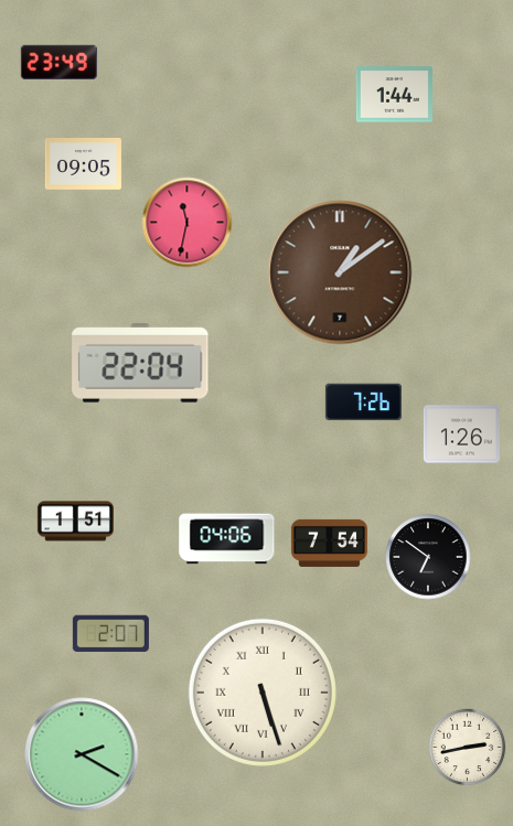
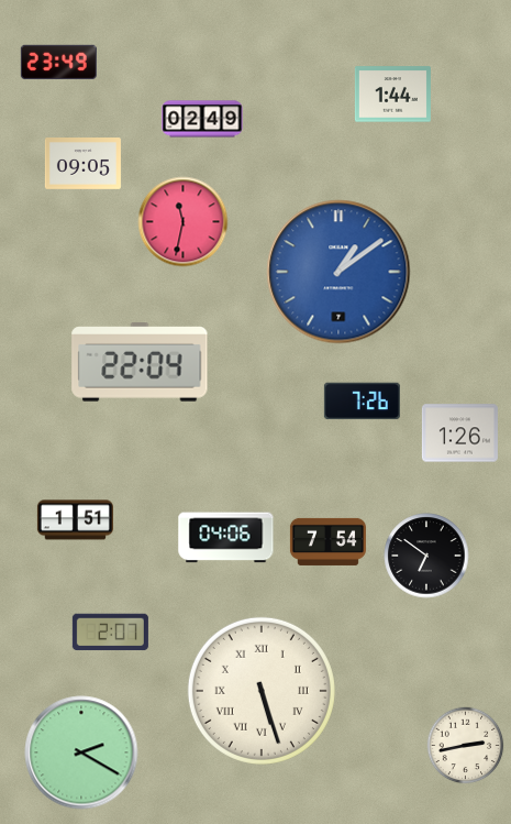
clock at (202, 119): none -> 02:49
clock at (188, 223) position: (188, 223) -> (184, 222)
clock at (340, 272) dial: brown -> blue
